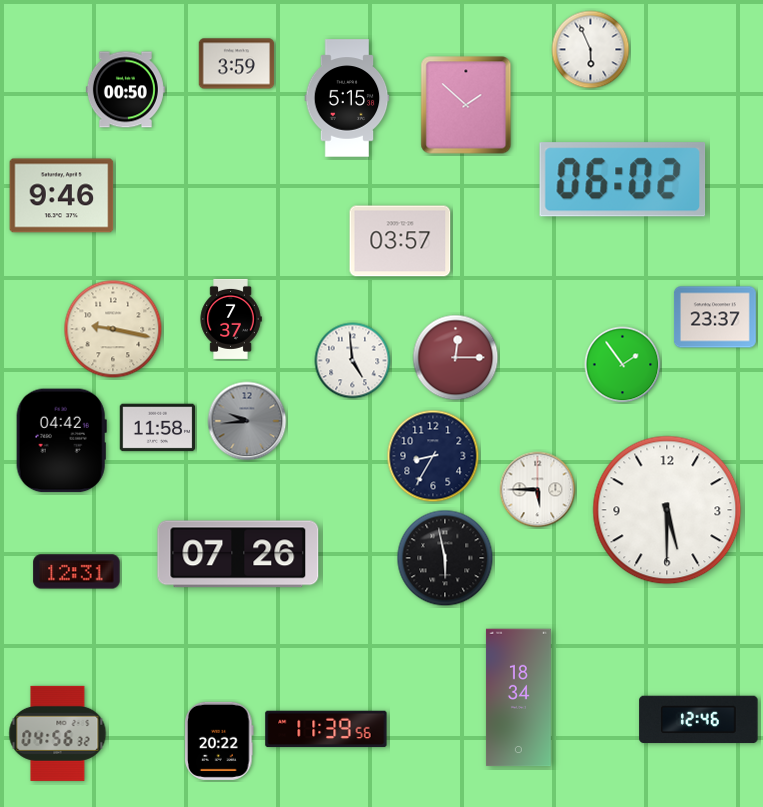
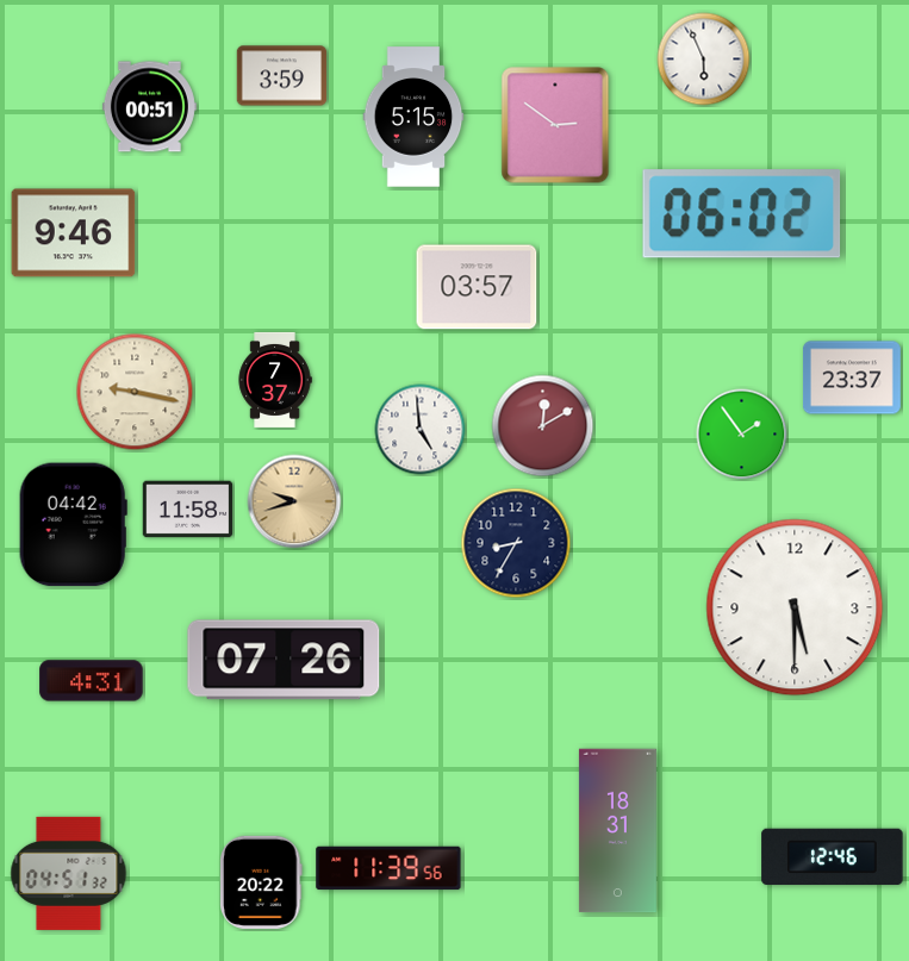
clock at (125, 90): 00:50 -> 00:51
clock at (466, 105): 1:52 -> 2:51
clock at (456, 358): 12:15 -> 12:10
clock at (247, 421): 9:44 -> 9:42
clock at (247, 421) dial: grey -> champagne
clock at (538, 490): 5:45 -> none
clock at (445, 558): 5:58 -> none
clock at (77, 572): 12:31 -> 4:31
clock at (518, 698): 18:34 -> 18:31
clock at (58, 733): 04:56 -> 04:51
